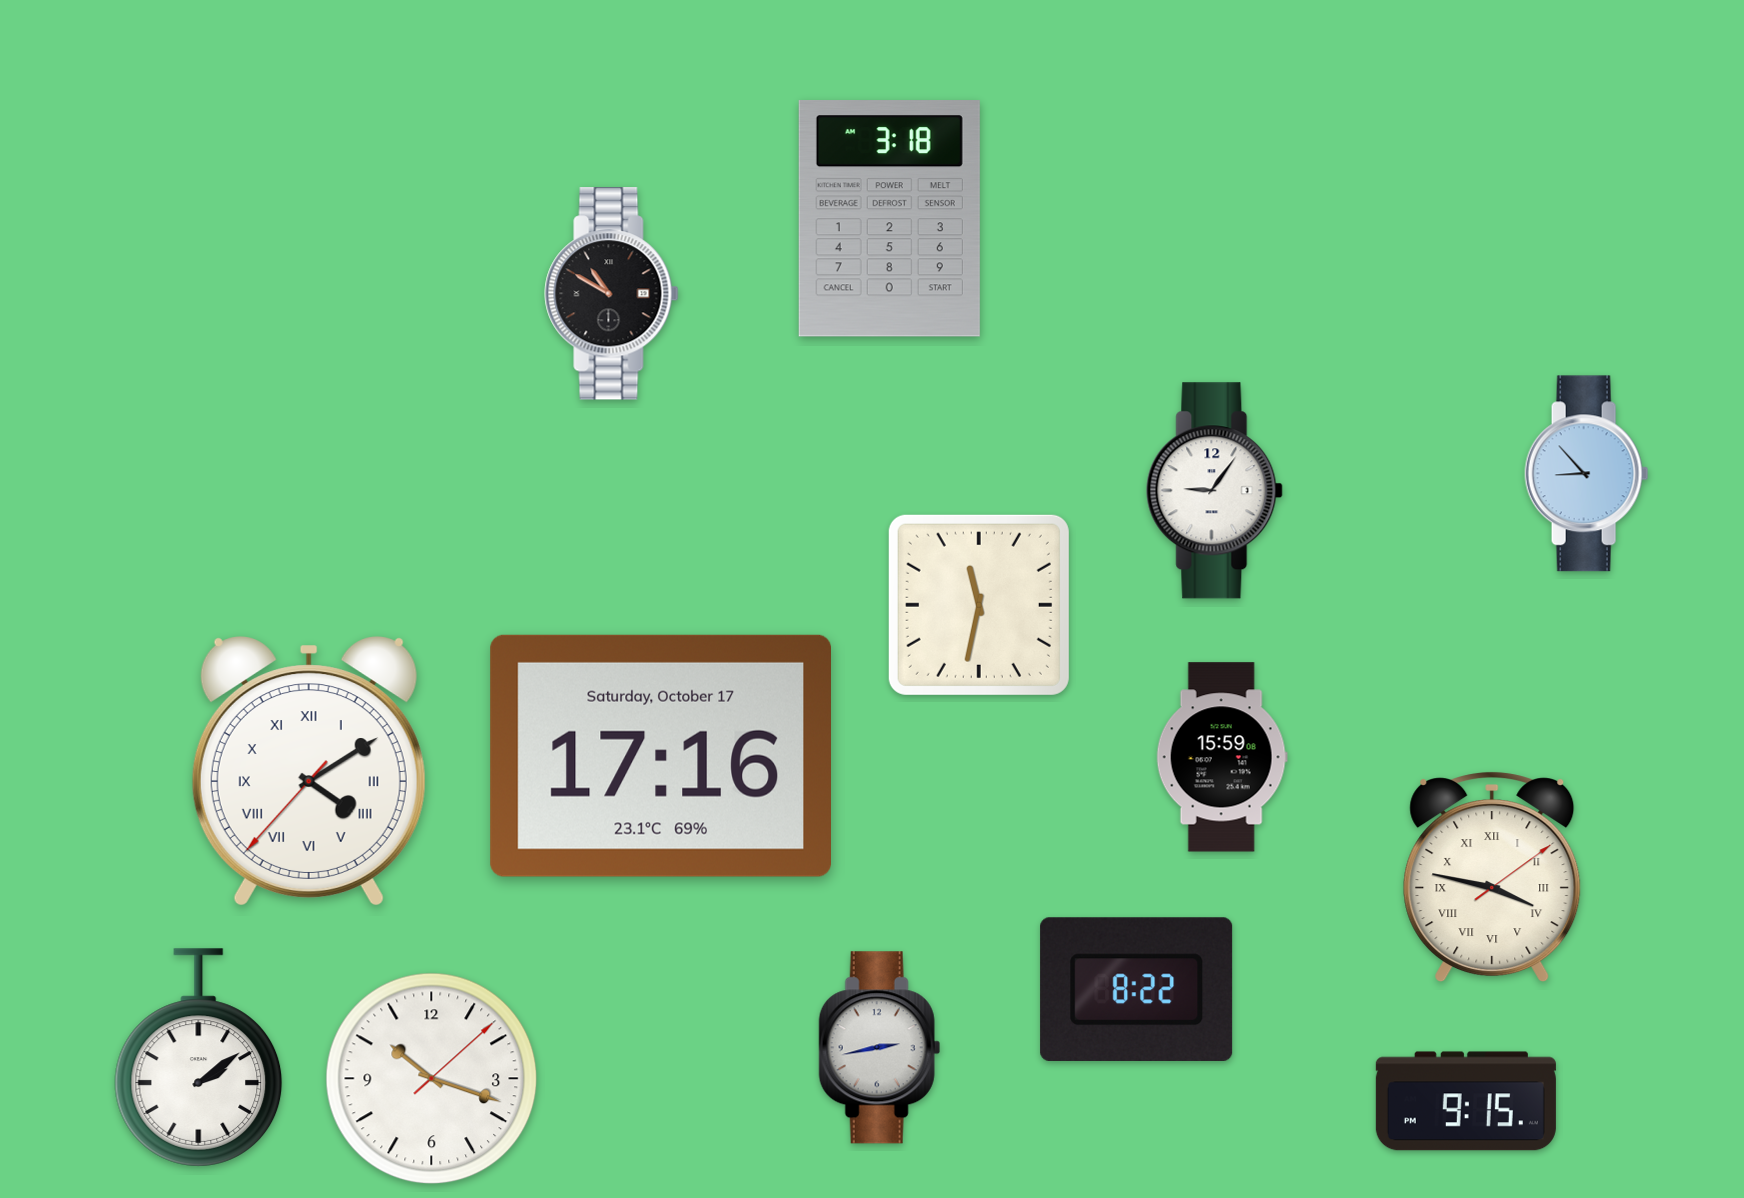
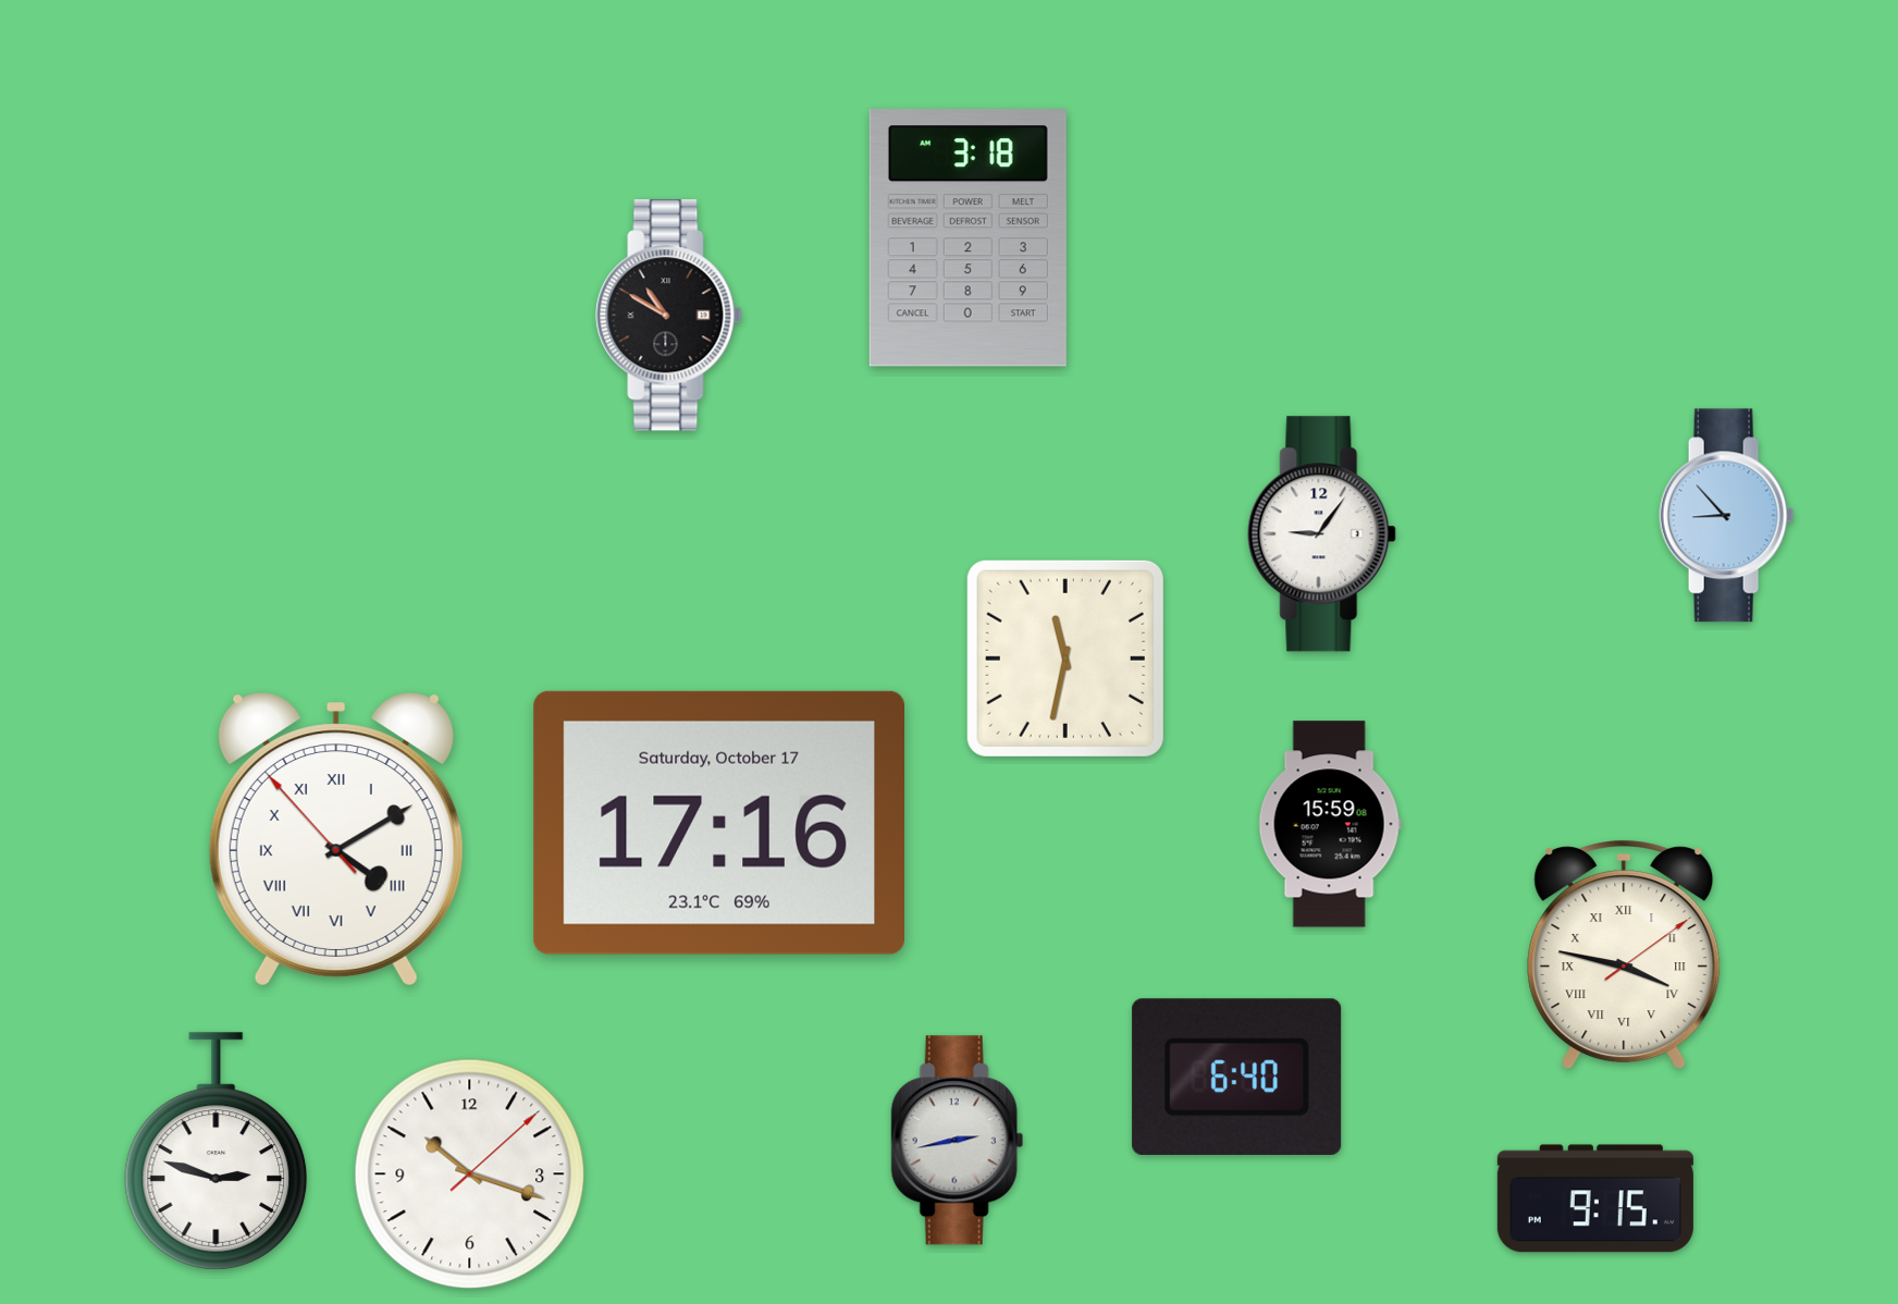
clock at (612, 294) position: (612, 294) -> (669, 316)
clock at (309, 771): 4:09:37 -> 4:09:53
clock at (1137, 989): 8:22 -> 6:40
clock at (199, 1058): 2:09 -> 2:48
